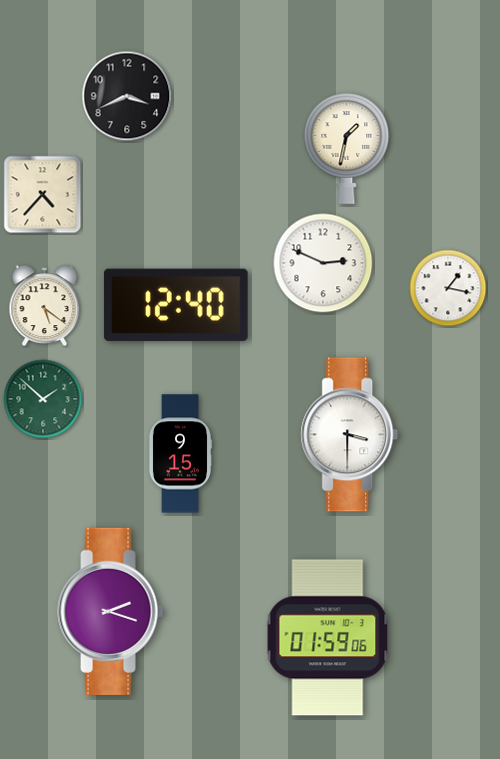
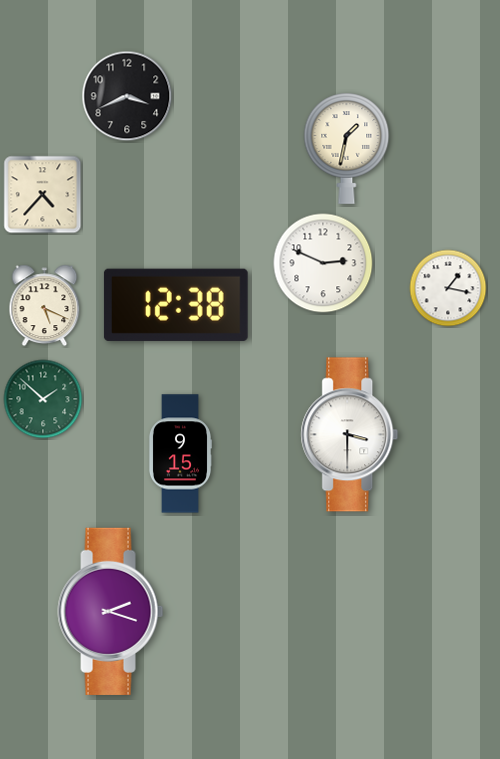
clock at (176, 305): 12:40 -> 12:38
clock at (45, 306): 5:21 -> 5:19
clock at (328, 638): 01:59 -> none
